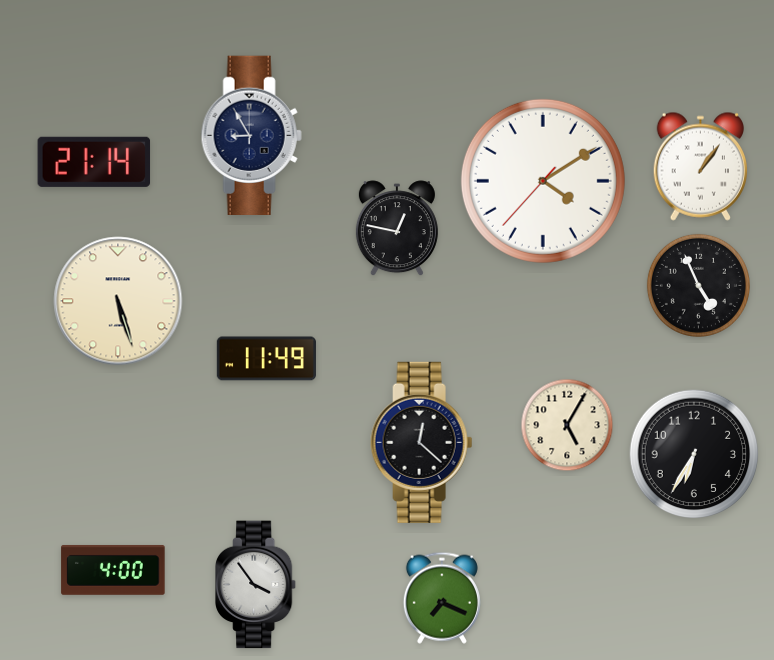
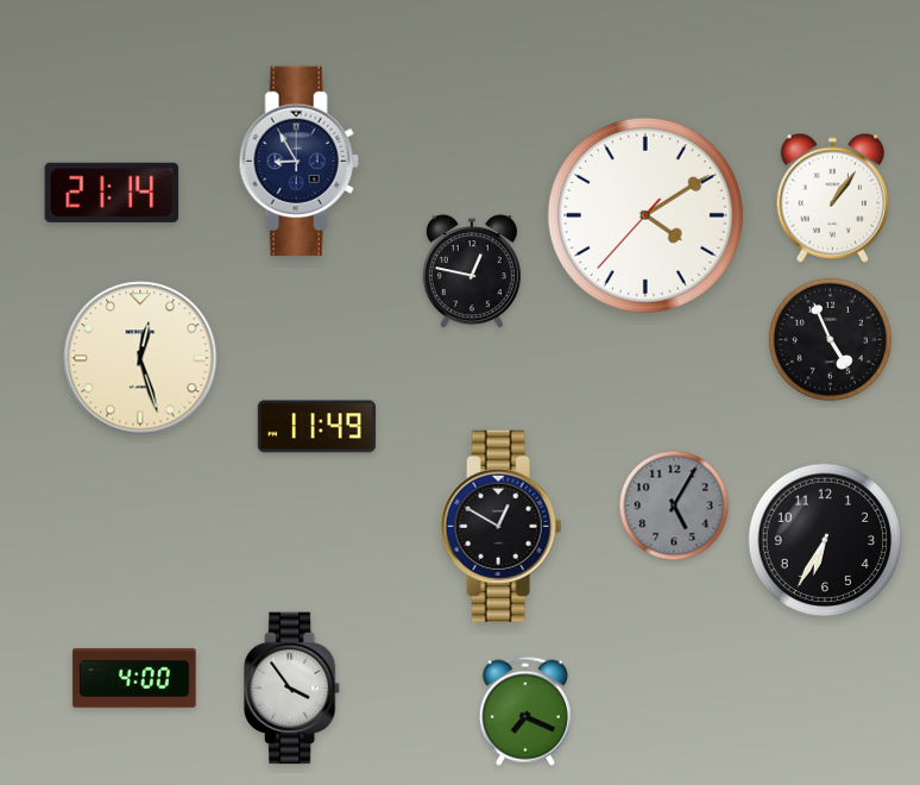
clock at (118, 301): 5:27 -> 12:27
clock at (567, 425) dial: cream -> grey
clock at (422, 442): 12:22 -> 12:50
clock at (257, 585) position: (257, 585) -> (294, 689)
